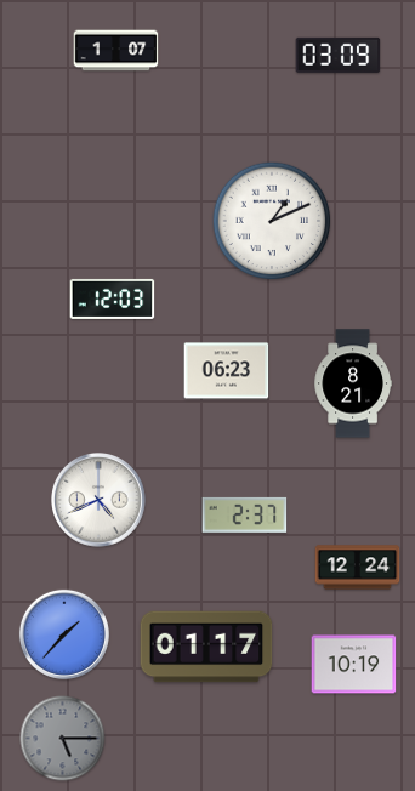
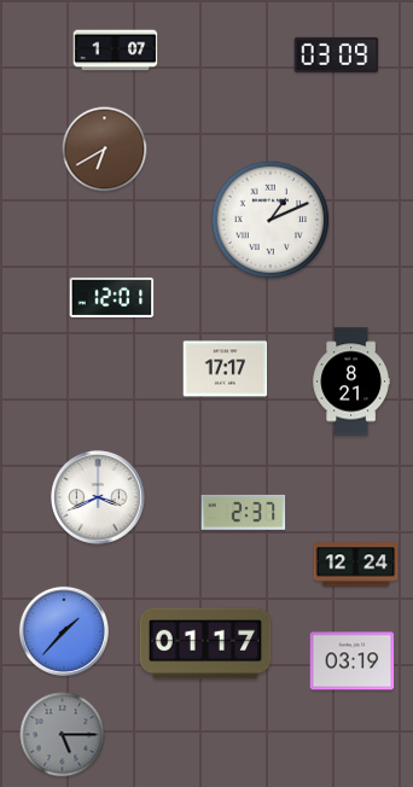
clock at (105, 150): none -> 6:40
clock at (113, 298): 12:03 -> 12:01
clock at (227, 371): 06:23 -> 17:17
clock at (100, 501): 4:41 -> 3:41
clock at (354, 665): 10:19 -> 03:19
